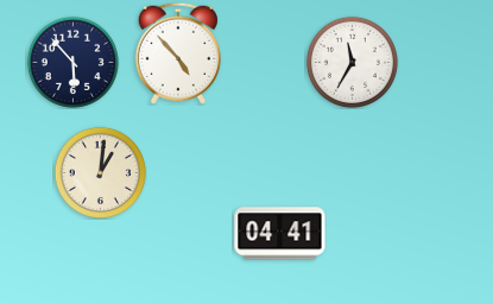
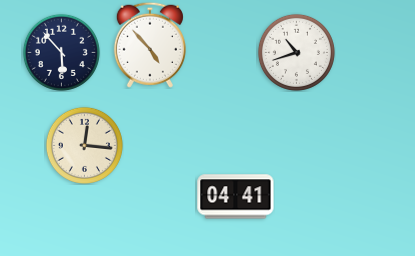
clock at (352, 62): 11:35 -> 10:42
clock at (100, 172): 1:01 -> 12:16
